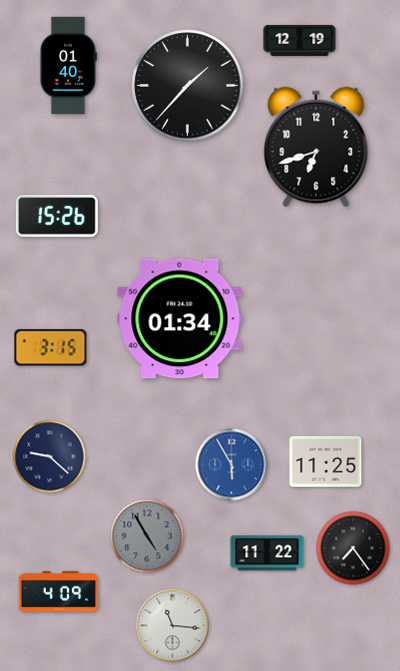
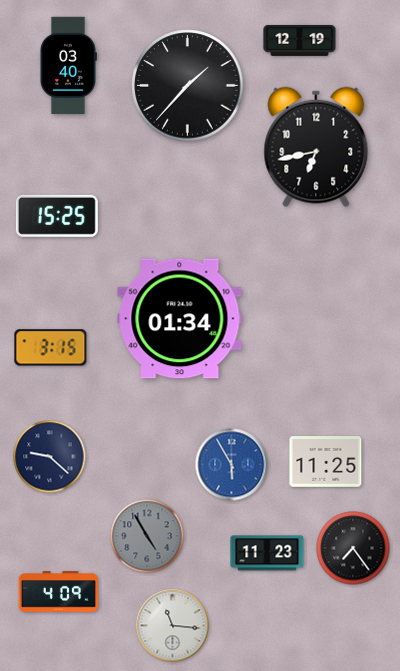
clock at (68, 65): 01:40 -> 03:40
clock at (316, 147): 6:42 -> 6:43
clock at (57, 216): 15:26 -> 15:25
clock at (267, 553): 11:22 -> 11:23
